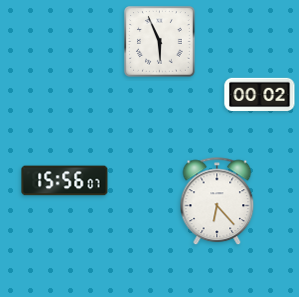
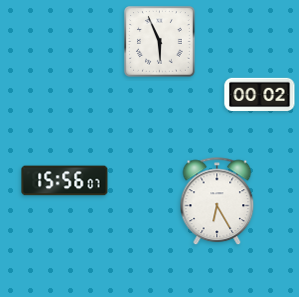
clock at (217, 202): 6:23 -> 6:25
